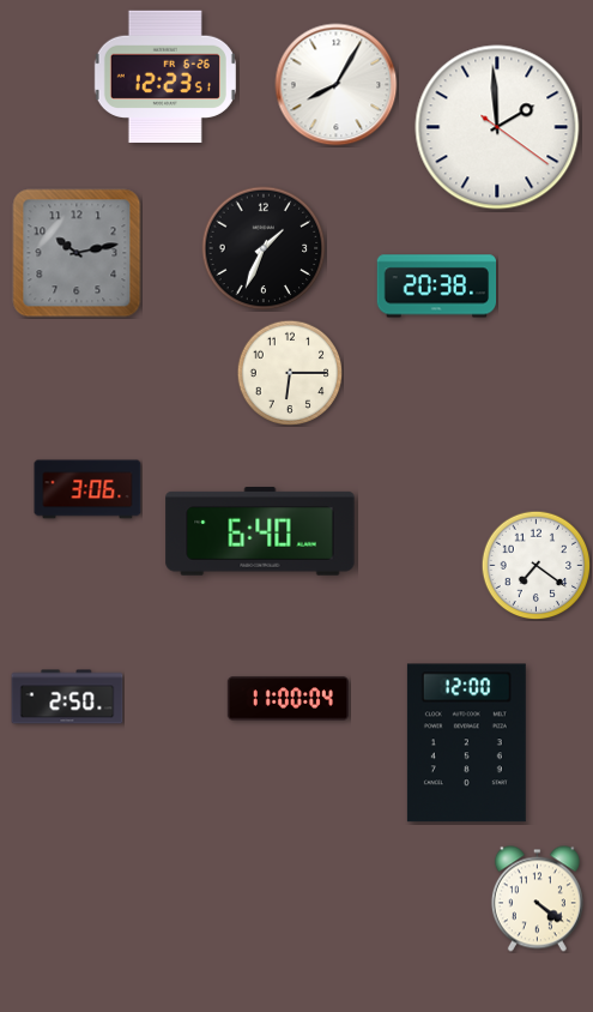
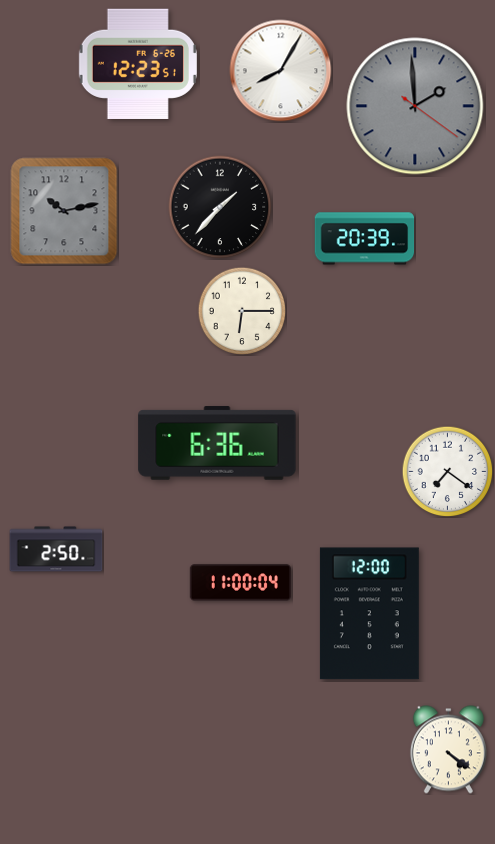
clock at (497, 127) dial: white -> grey
clock at (264, 248): 1:34 -> 1:37
clock at (437, 287): 20:38 -> 20:39
clock at (87, 489): 3:06 -> none
clock at (260, 531): 6:40 -> 6:36
clock at (67, 697) position: (67, 697) -> (56, 549)
clock at (466, 743) position: (466, 743) -> (369, 614)
